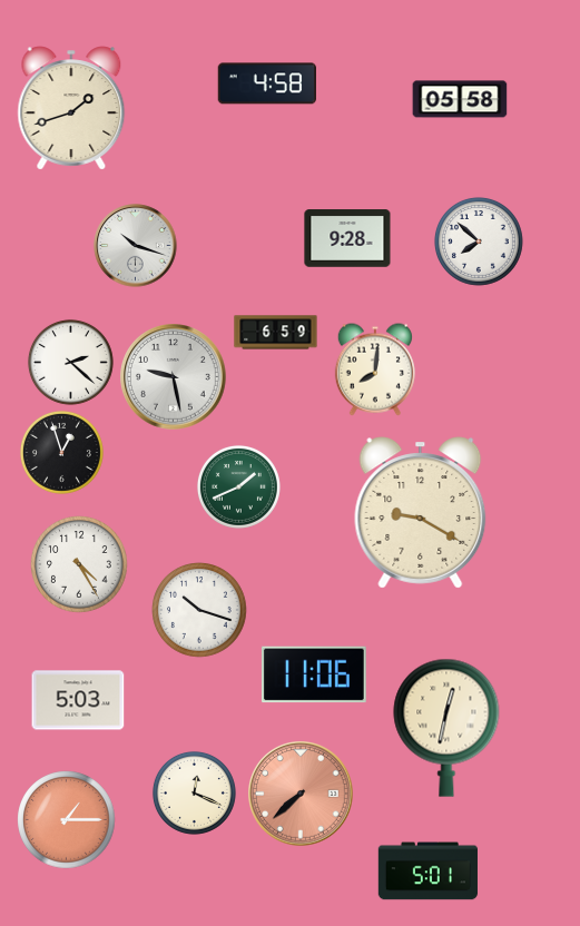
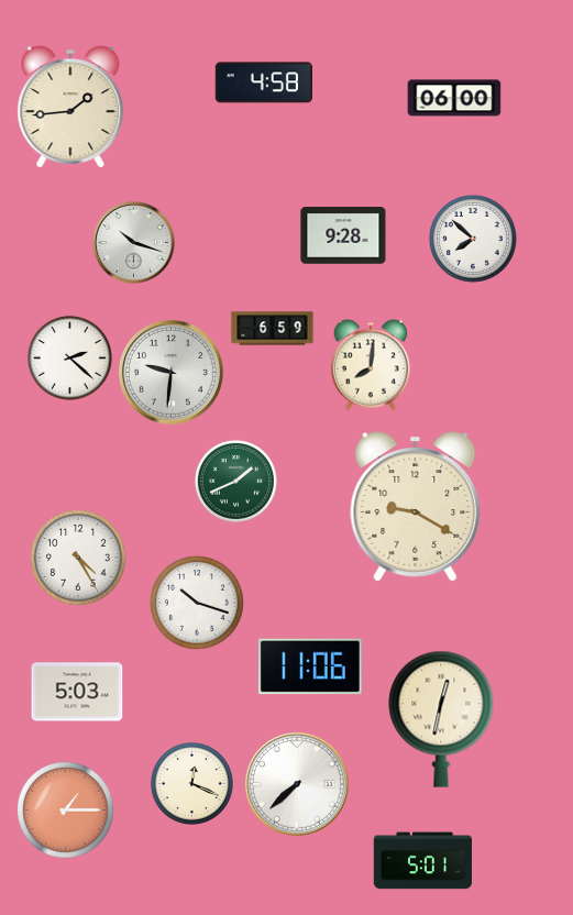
clock at (460, 99): 05:58 -> 06:00
clock at (71, 108): 1:42 -> 1:44
clock at (174, 377): 9:28 -> 9:31
clock at (61, 452): 12:57 -> none
clock at (302, 795) dial: salmon -> white
